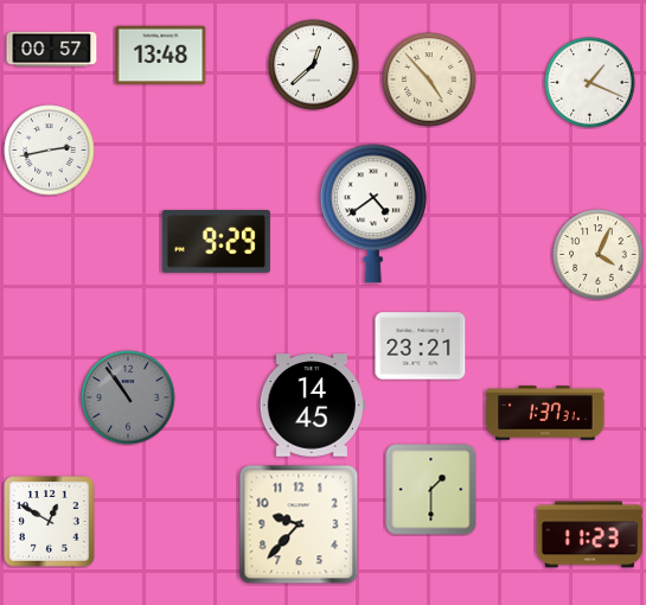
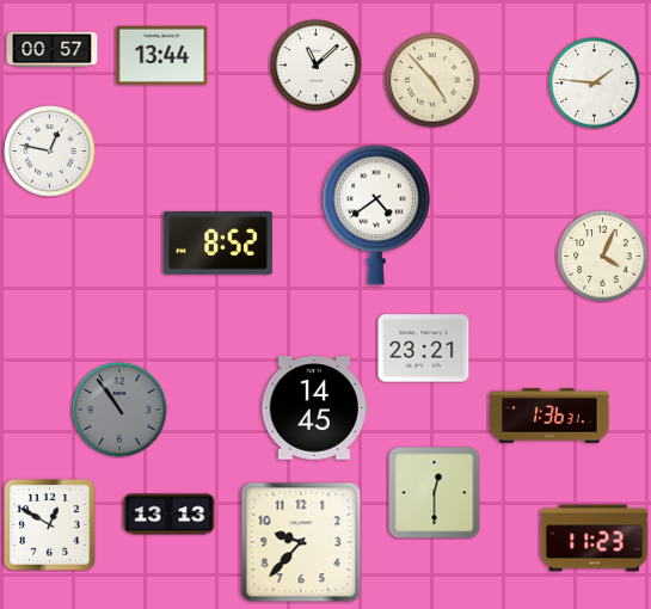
clock at (161, 56): 13:48 -> 13:44
clock at (314, 65): 12:38 -> 11:08
clock at (590, 83): 1:19 -> 1:46
clock at (50, 151): 2:43 -> 12:47
clock at (216, 242): 9:29 -> 8:52
clock at (128, 397) position: (128, 397) -> (119, 410)
clock at (545, 413): 1:37 -> 1:36
clock at (431, 490): 1:30 -> 12:30
clock at (170, 515): none -> 13:13
clock at (299, 524) position: (299, 524) -> (301, 542)
